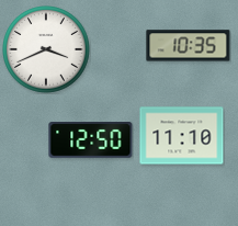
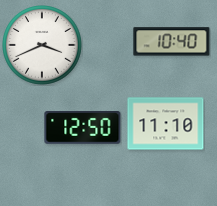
clock at (189, 46): 10:35 -> 10:40
